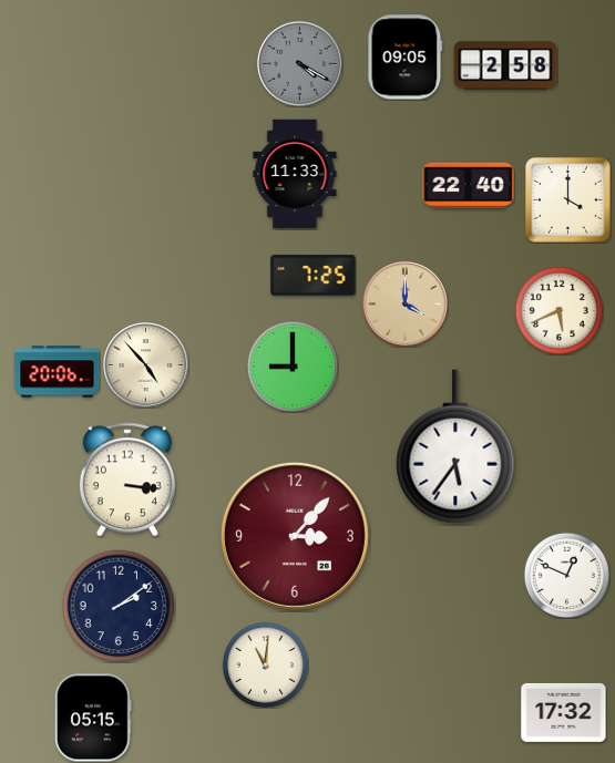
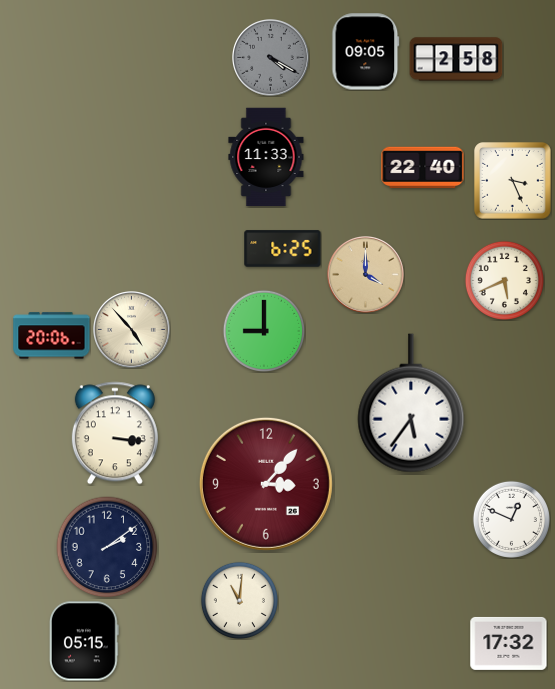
clock at (568, 200): 4:00 -> 3:26
clock at (314, 276): 7:25 -> 6:25
clock at (93, 718) position: (93, 718) -> (84, 641)
